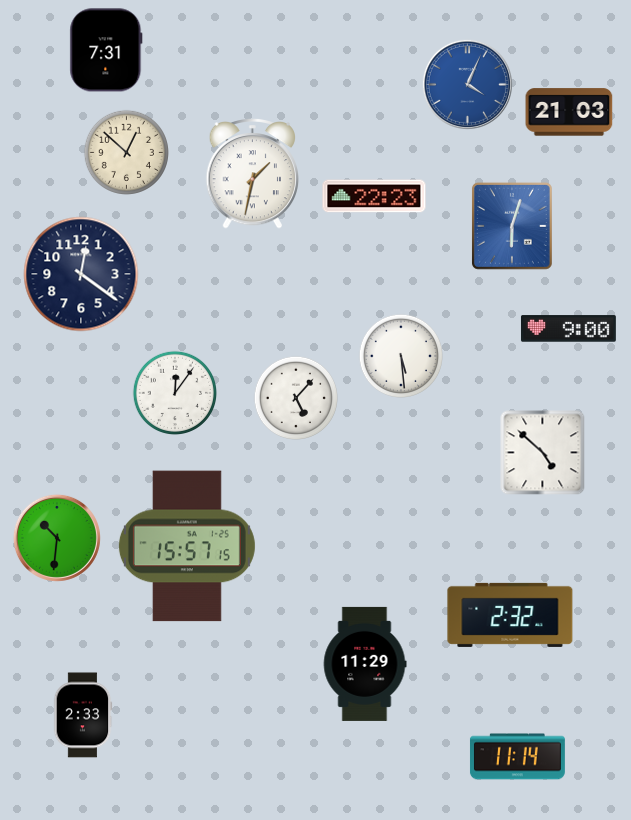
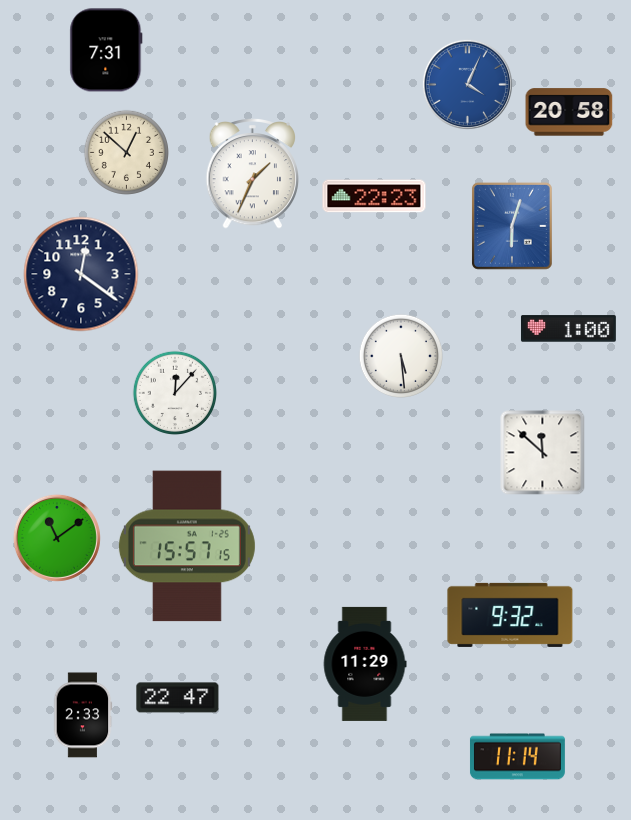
clock at (569, 112): 21:03 -> 20:58
clock at (252, 173): 1:32 -> 1:34
clock at (568, 329): 9:00 -> 1:00
clock at (174, 392): 12:06 -> 12:07
clock at (295, 397): 5:07 -> none
clock at (543, 453): 4:52 -> 11:52
clock at (57, 538): 10:31 -> 11:09
clock at (510, 615): 2:32 -> 9:32
clock at (178, 698): none -> 22:47
